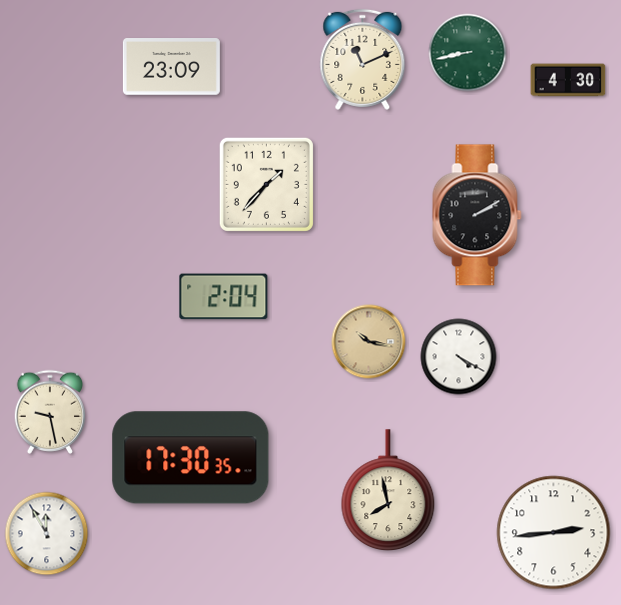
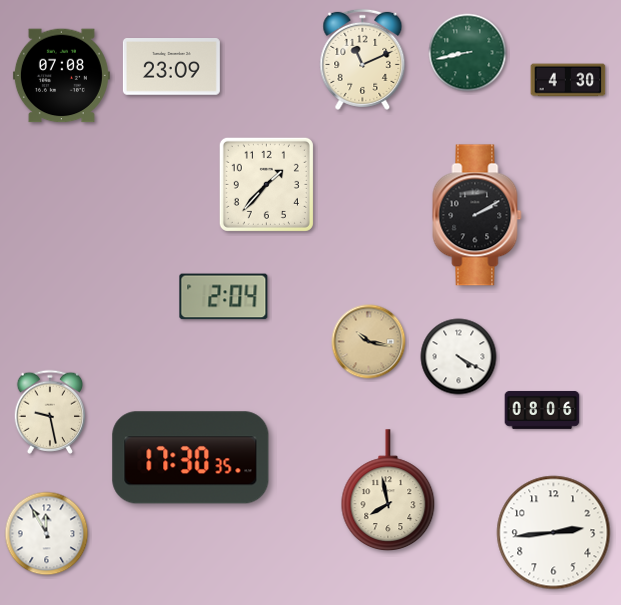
clock at (61, 76): none -> 07:08
clock at (542, 410): none -> 08:06
